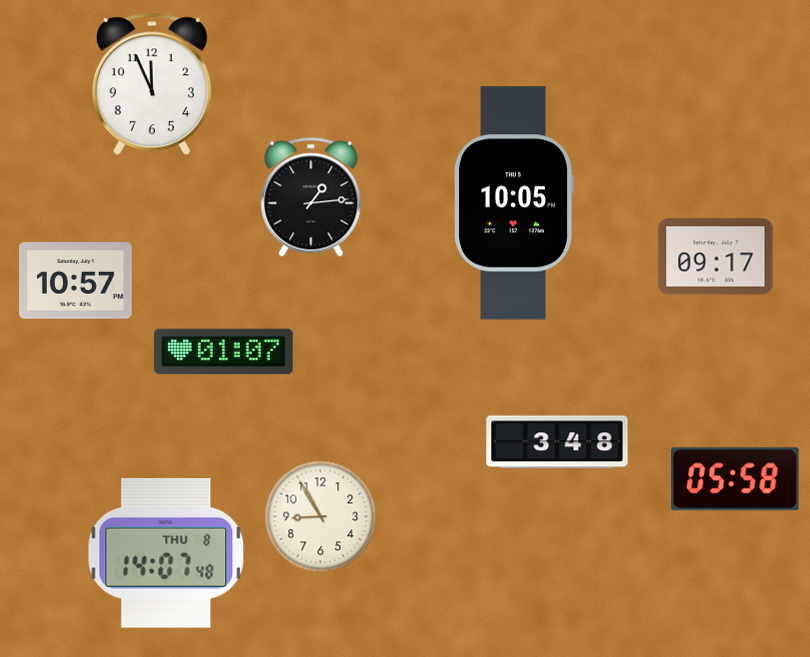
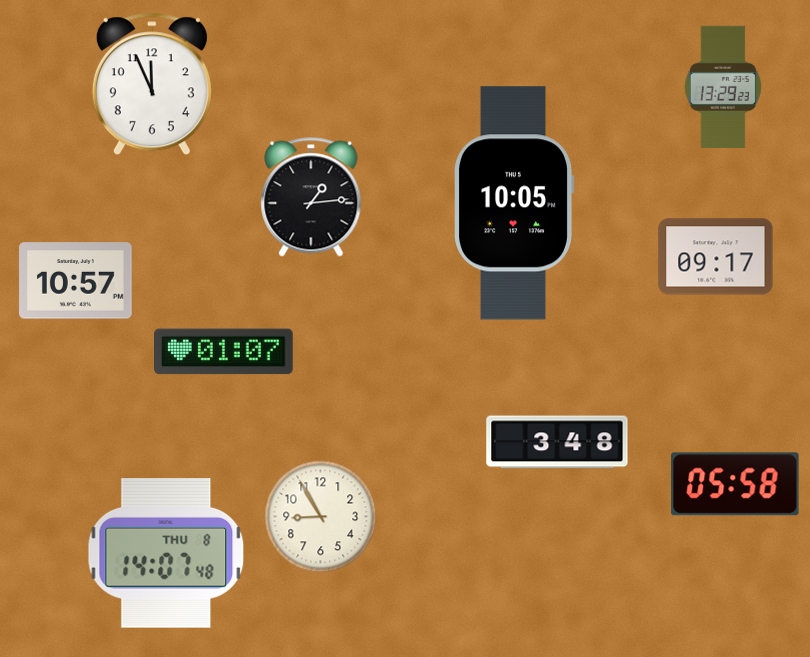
clock at (723, 87): none -> 13:29
clock at (735, 479) position: (735, 479) -> (735, 484)
